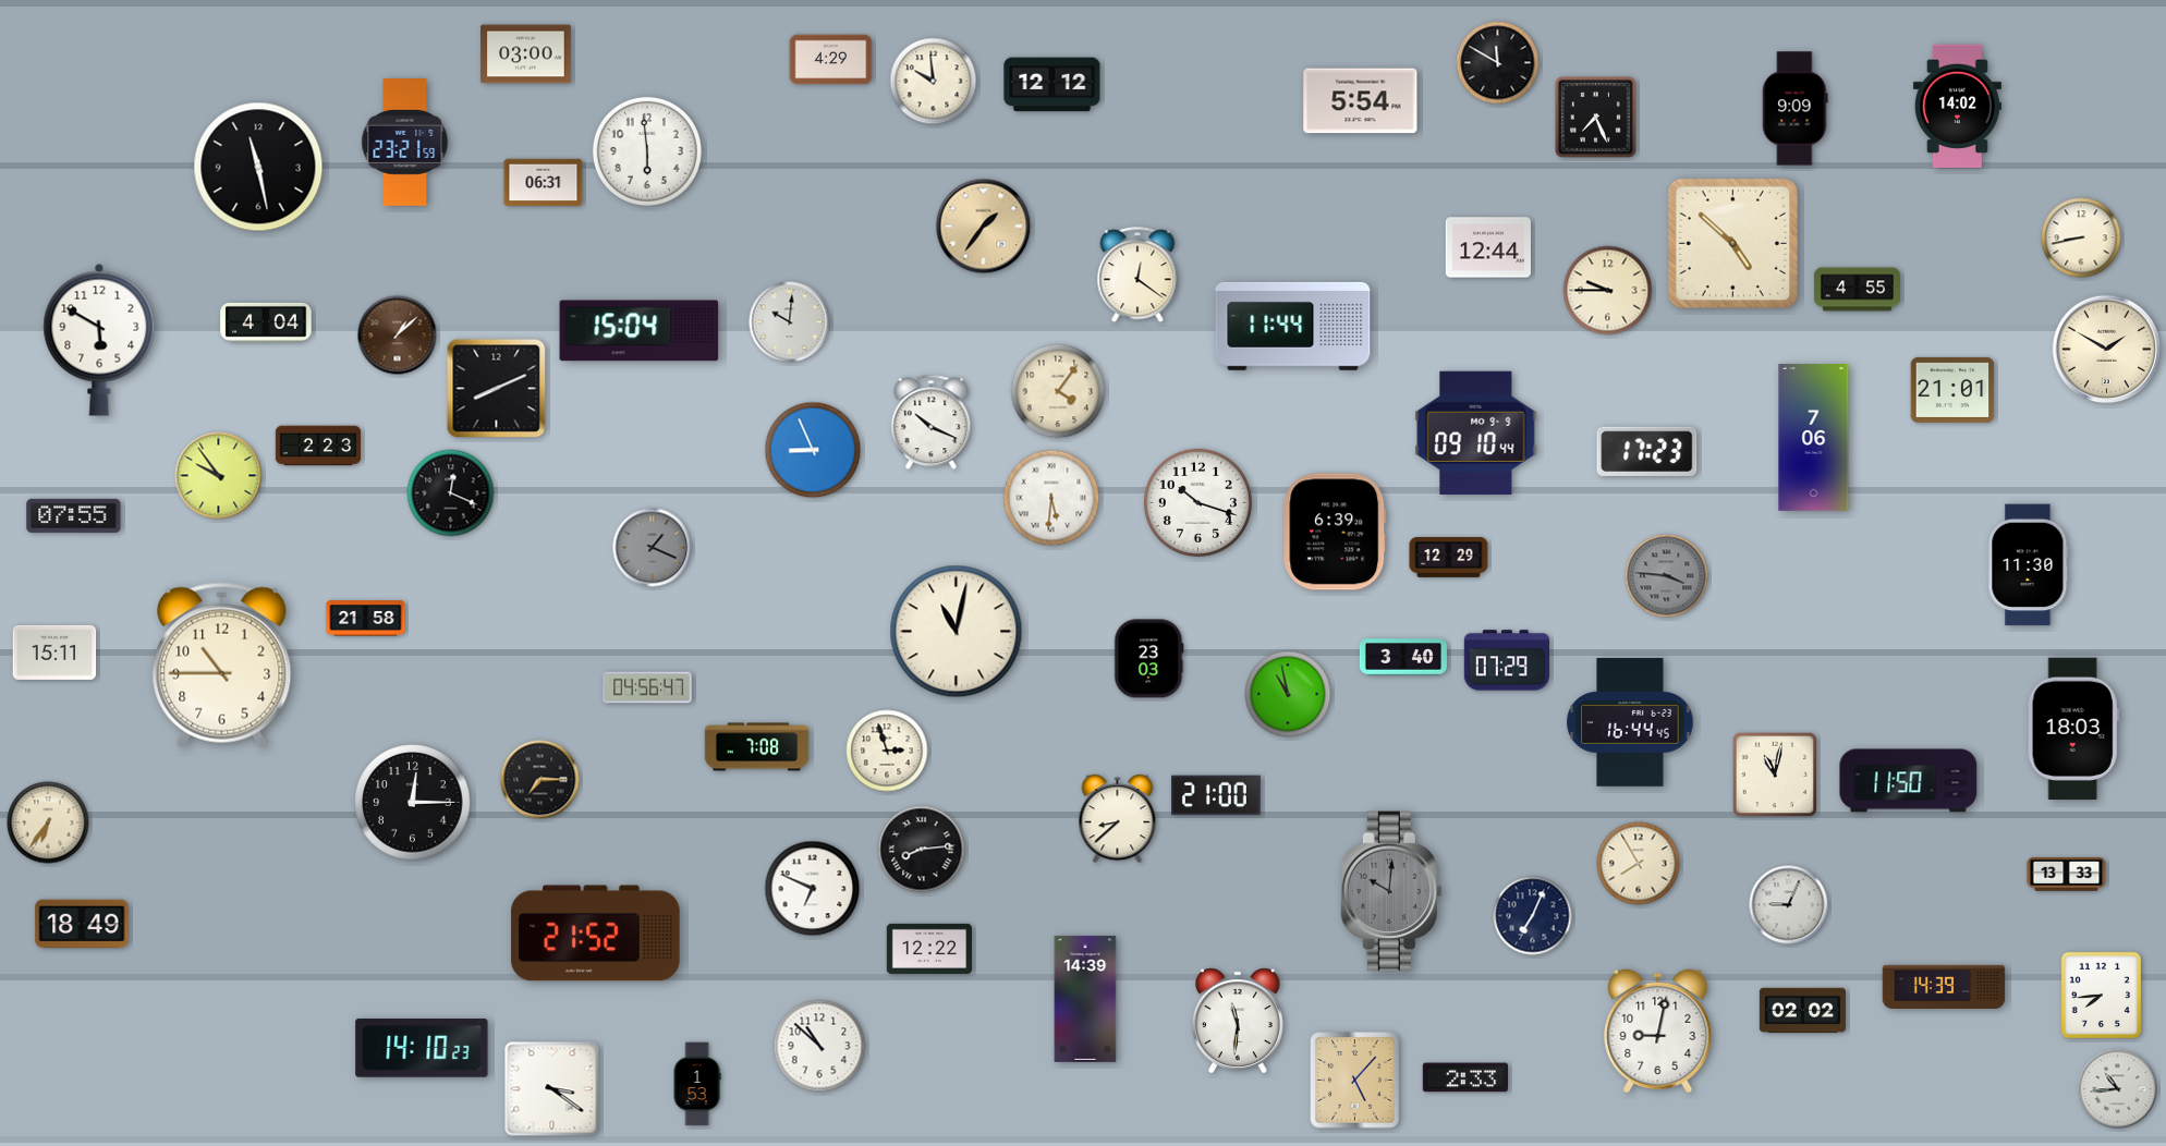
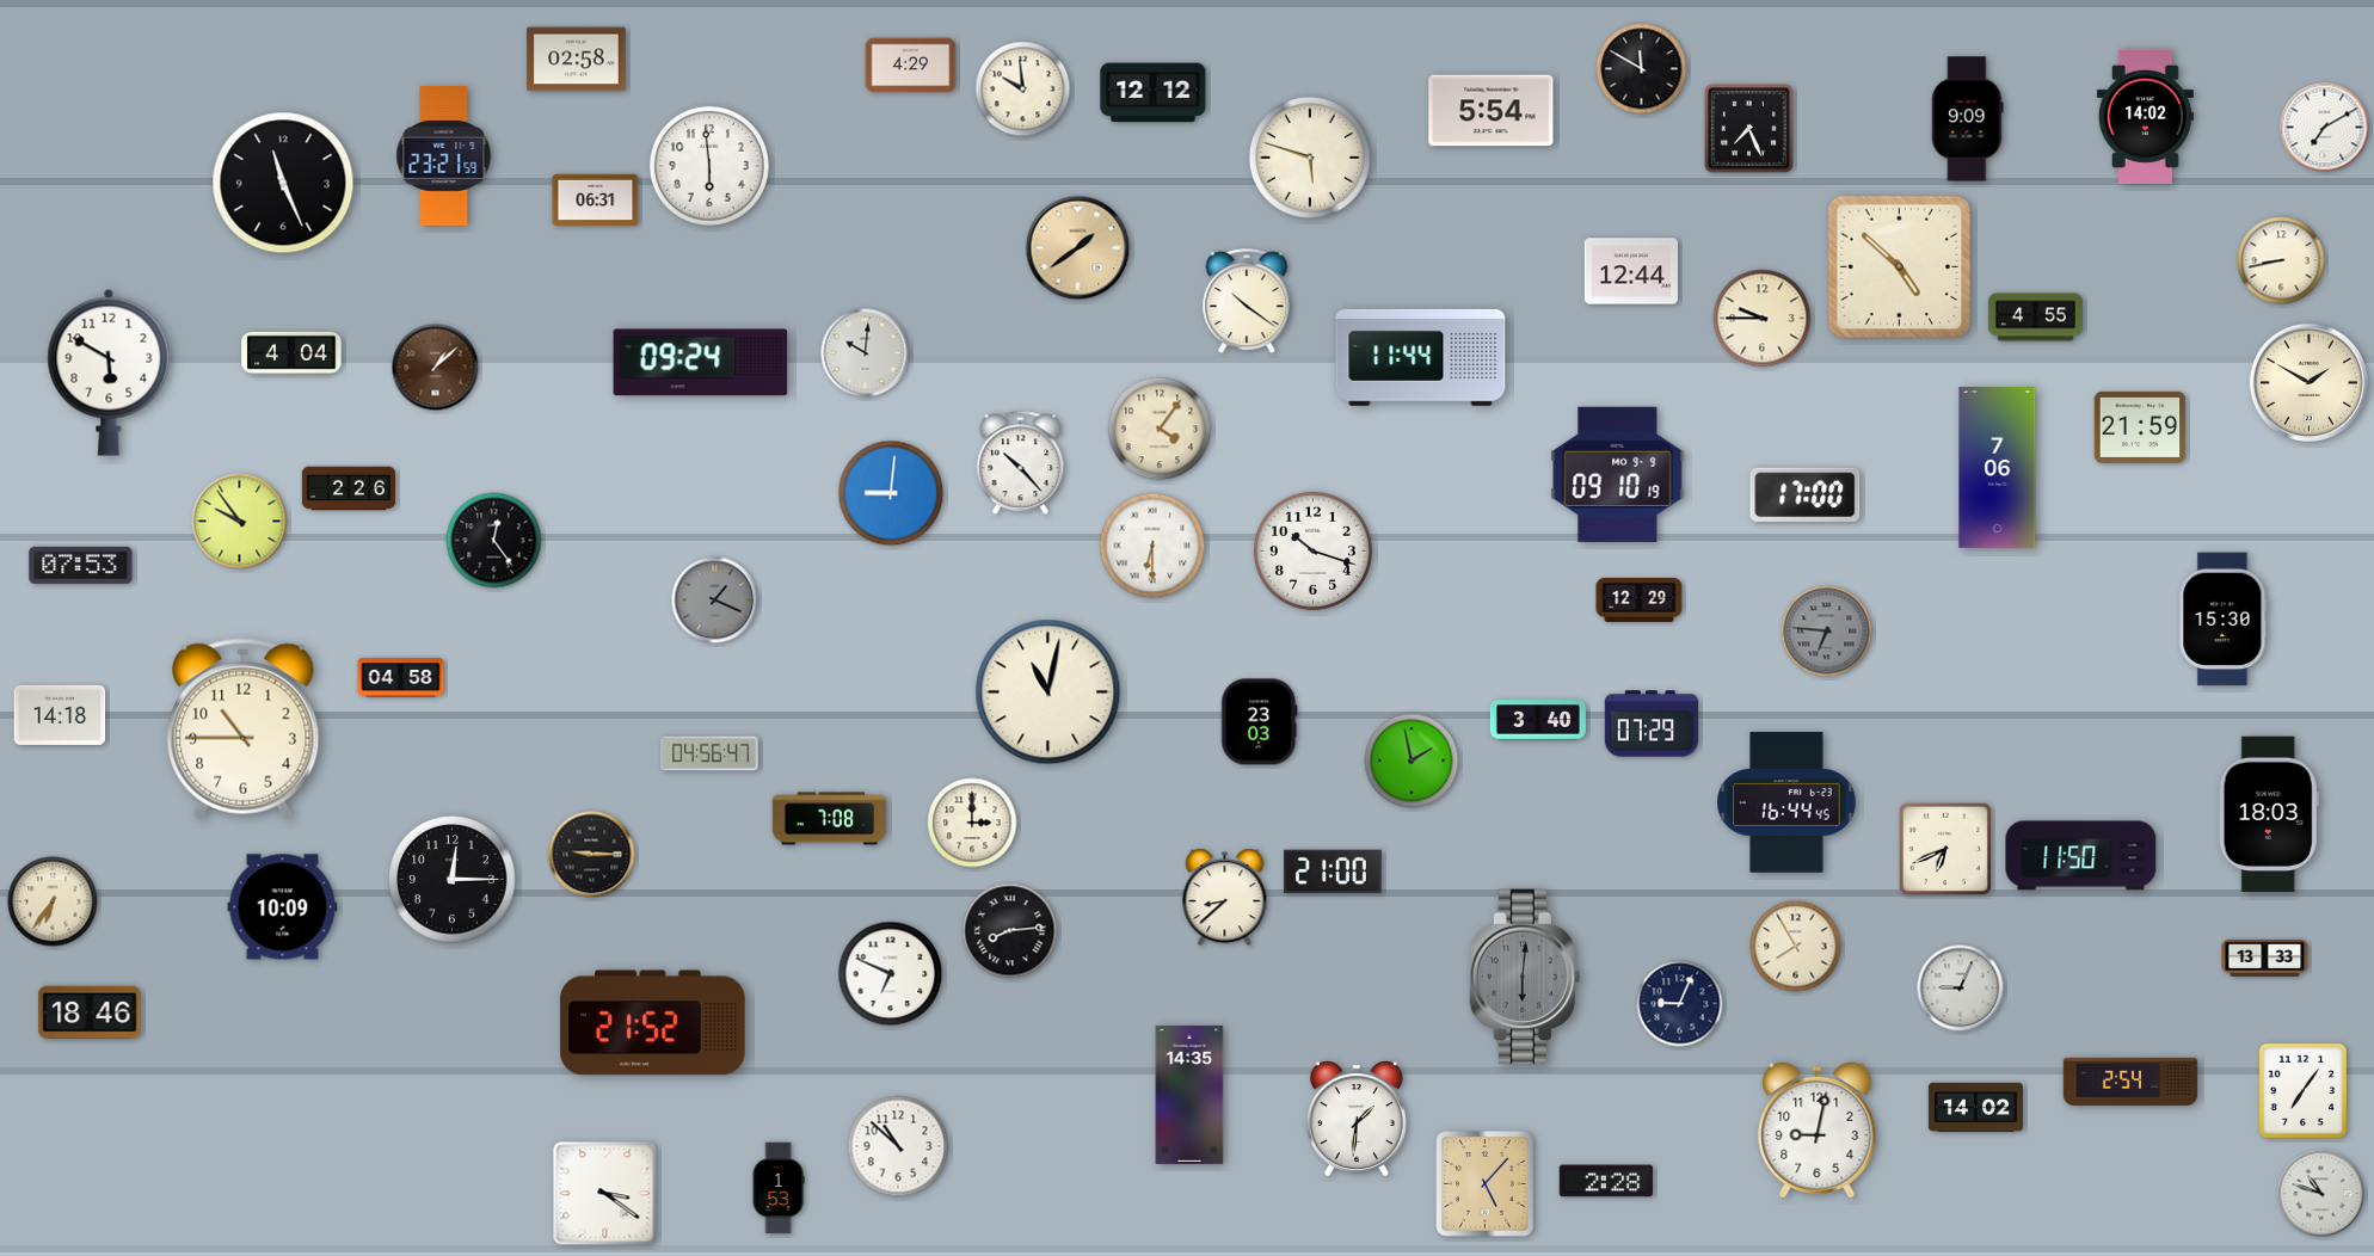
clock at (526, 54): 03:00 -> 02:58
clock at (2325, 128): none -> 7:10
clock at (1310, 158): none -> 5:48
clock at (258, 167): 11:28 -> 11:26
clock at (984, 227): 1:36 -> 1:39
clock at (1137, 276): 12:21 -> 10:21
clock at (1293, 326) position: (1293, 326) -> (1421, 357)
clock at (640, 331): 15:04 -> 09:24
clock at (497, 389): 8:11 -> none
clock at (1952, 390): 21:01 -> 21:59
clock at (932, 423): 10:19 -> 10:23
clock at (1476, 432): 09:10:44 -> 09:10:19
clock at (1814, 438) position: (1814, 438) -> (1998, 468)
clock at (318, 446): 2:23 -> 2:26
clock at (813, 450): 8:56 -> 9:01
clock at (1647, 451): 17:23 -> 17:00
clock at (451, 493): 12:19 -> 12:24
clock at (1051, 498): 5:31 -> 6:30
clock at (74, 515): 07:55 -> 07:53
clock at (1335, 532): 6:39 -> none
clock at (1449, 557) position: (1449, 557) -> (1640, 599)
clock at (2029, 565): 11:30 -> 15:30
clock at (1667, 576): 3:46 -> 6:46
clock at (366, 619): 21:58 -> 04:58
clock at (54, 653): 15:11 -> 14:18
clock at (1288, 694): 10:58 -> 1:58
clock at (1630, 723) position: (1630, 723) -> (1786, 804)
clock at (2073, 729) position: (2073, 729) -> (2269, 814)
clock at (887, 751): 2:57 -> 3:00
clock at (1775, 775): 11:02 -> 6:41
clock at (540, 780): 7:15 -> 9:15
clock at (1909, 781) position: (1909, 781) -> (2081, 856)
clock at (283, 907): none -> 10:09
clock at (1391, 891): 10:01 -> 6:01
clock at (1789, 905) position: (1789, 905) -> (1961, 989)
clock at (1533, 916): 7:04 -> 9:04
clock at (82, 924): 18:49 -> 18:46
clock at (928, 949): 12:22 -> none
clock at (1944, 986): 14:39 -> 2:54
clock at (2102, 996): 7:44 -> 7:06
clock at (1085, 999): 14:39 -> 14:35
clock at (1802, 1011): 02:02 -> 14:02
clock at (1238, 1021): 11:31 -> 1:31
clock at (422, 1048): 14:10 -> none
clock at (1464, 1077): 2:33 -> 2:28
clock at (697, 1084) position: (697, 1084) -> (779, 1188)
clock at (2118, 1089): 10:44 -> 10:48
